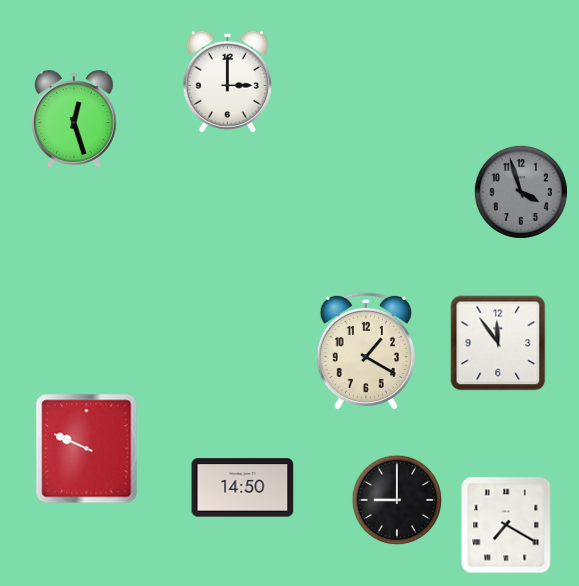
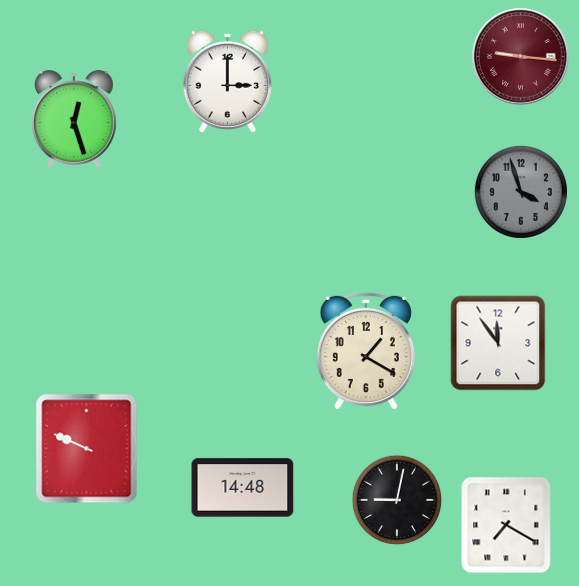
clock at (521, 57): none -> 9:16
clock at (243, 488): 14:50 -> 14:48
clock at (397, 500): 9:00 -> 9:02
